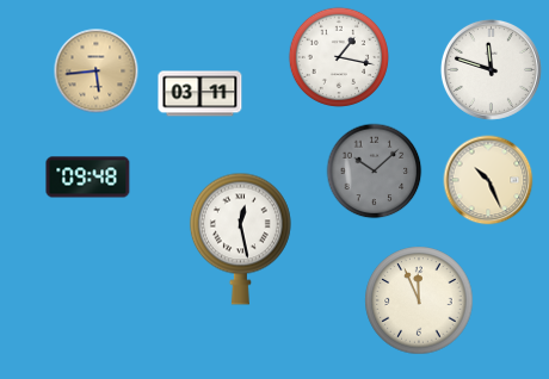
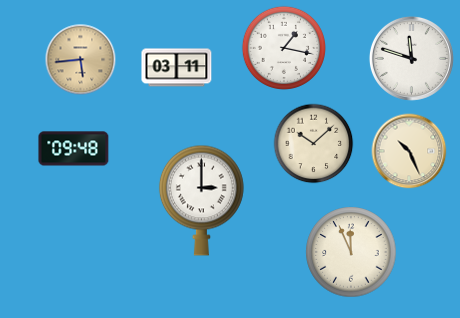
clock at (201, 94) position: (201, 94) -> (177, 68)
clock at (375, 172) dial: grey -> cream
clock at (240, 238): 12:28 -> 3:00
